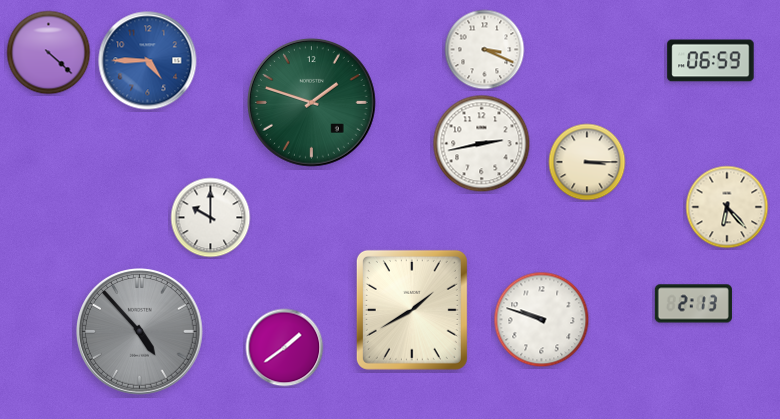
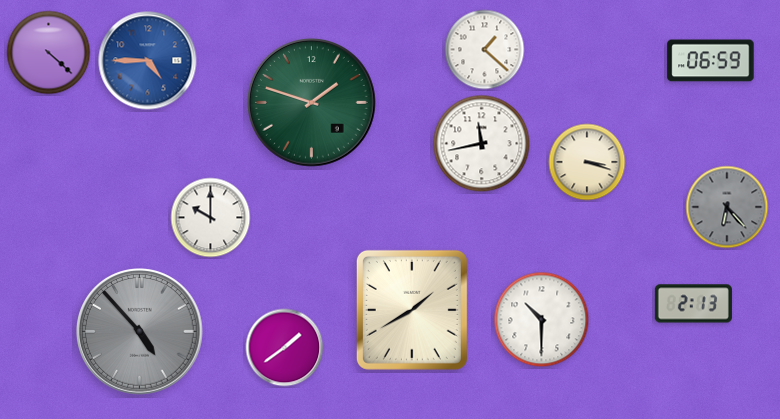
clock at (485, 50): 3:19 -> 1:22
clock at (482, 144): 2:43 -> 11:43
clock at (587, 162): 3:15 -> 3:18
clock at (727, 207) dial: cream -> grey
clock at (542, 320): 9:48 -> 10:30
